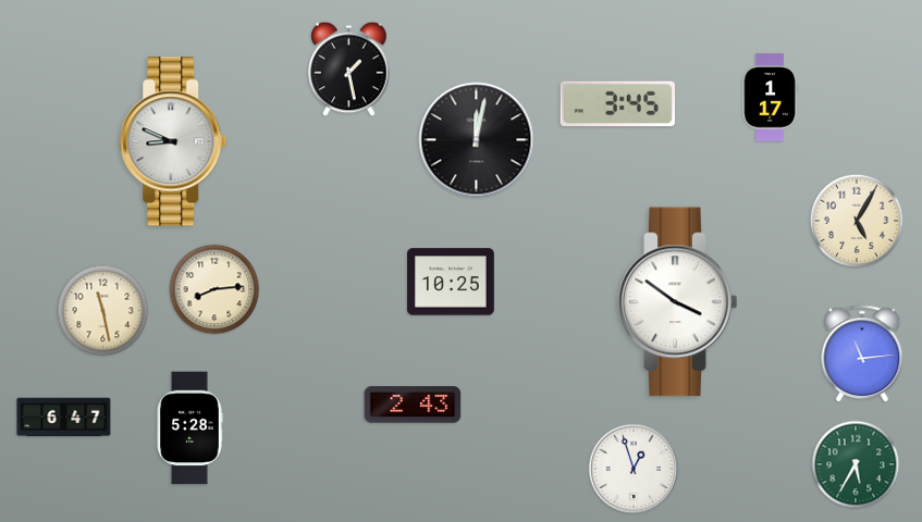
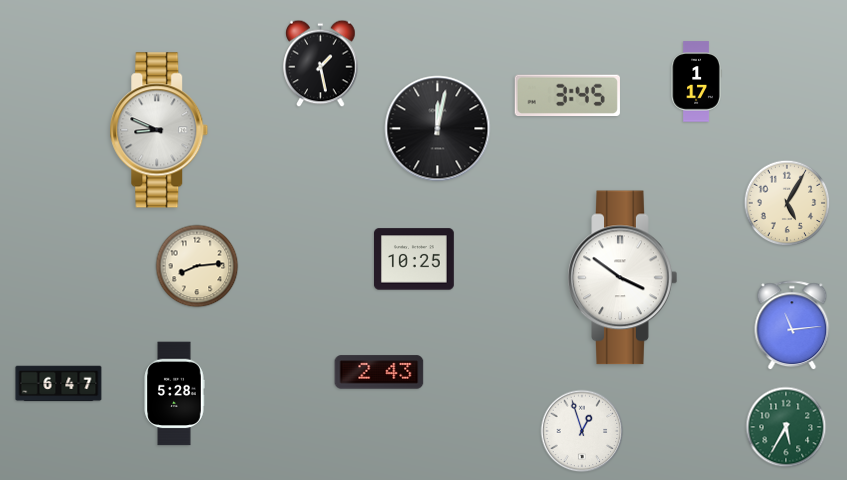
clock at (770, 98) position: (770, 98) -> (696, 82)
clock at (103, 311): 11:28 -> none
